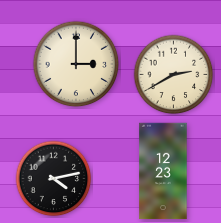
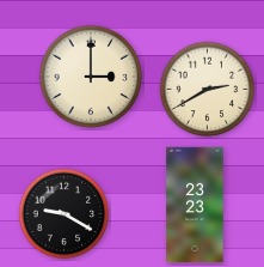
clock at (163, 171): 12:23 -> 23:23
clock at (54, 179): 4:13 -> 9:20
